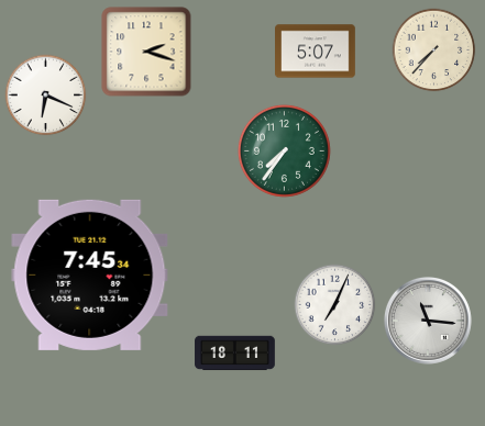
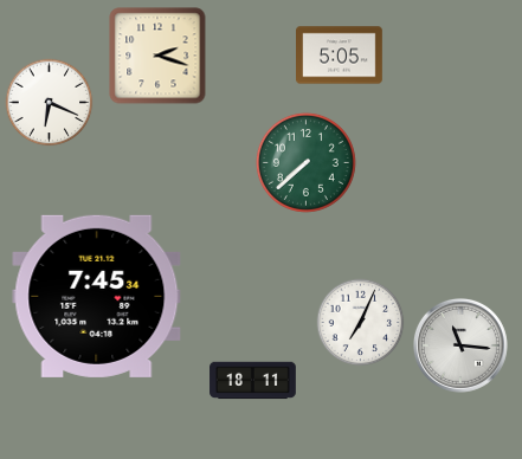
clock at (434, 51): 7:37 -> none
clock at (316, 52): 5:07 -> 5:05
clock at (284, 150): 7:36 -> 7:38
clock at (335, 305) position: (335, 305) -> (361, 323)
